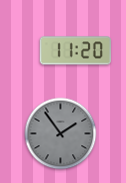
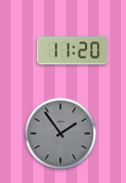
clock at (75, 51) position: (75, 51) -> (72, 51)
